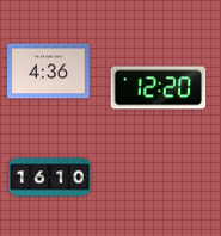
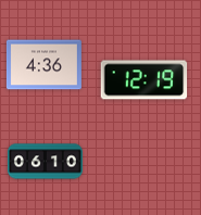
clock at (159, 88): 12:20 -> 12:19
clock at (49, 178): 16:10 -> 06:10
